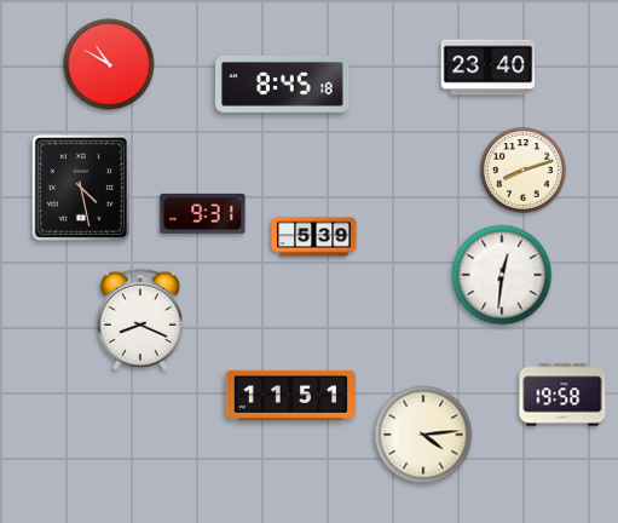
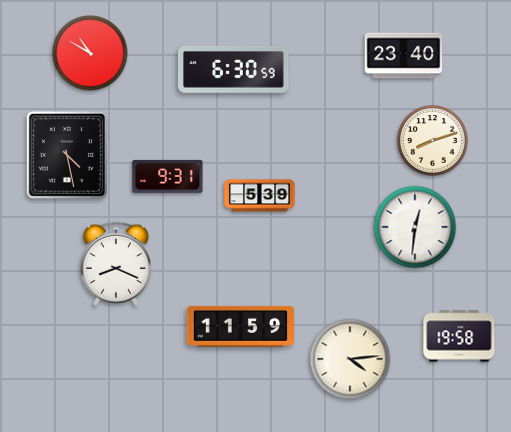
clock at (283, 85): 8:45 -> 6:30
clock at (290, 395): 11:51 -> 11:59
clock at (562, 395) position: (562, 395) -> (459, 336)
